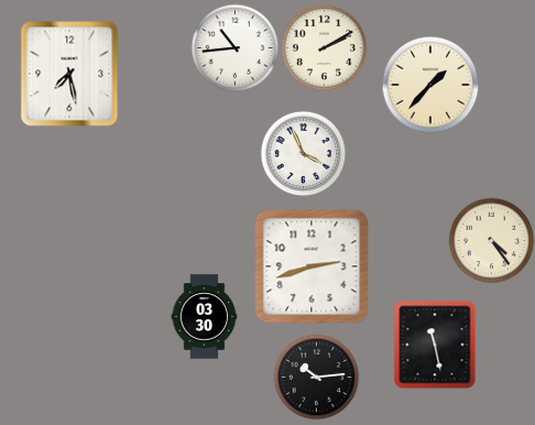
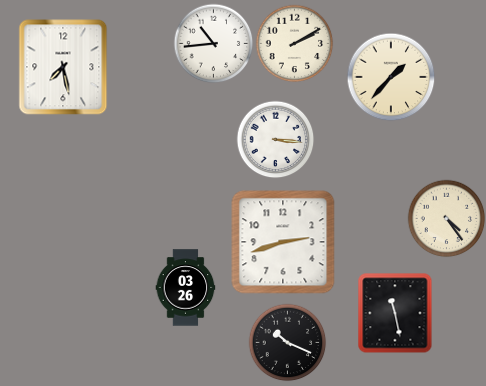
clock at (303, 153): 3:56 -> 3:16
clock at (205, 317): 03:30 -> 03:26
clock at (316, 377): 10:14 -> 10:19
